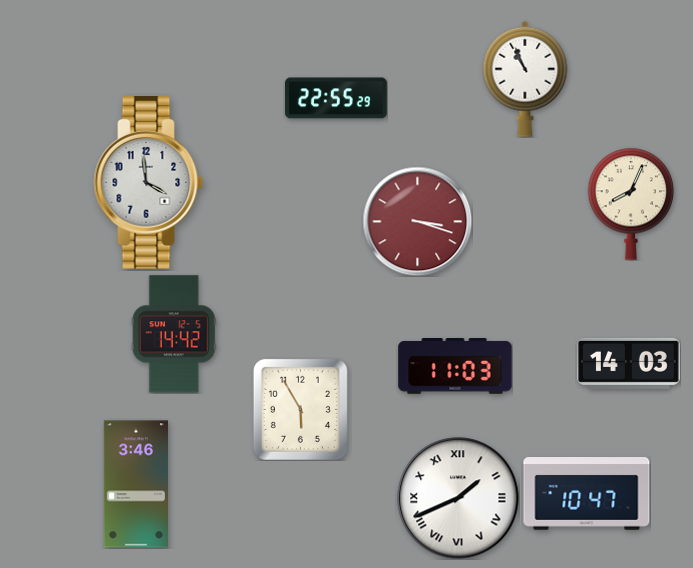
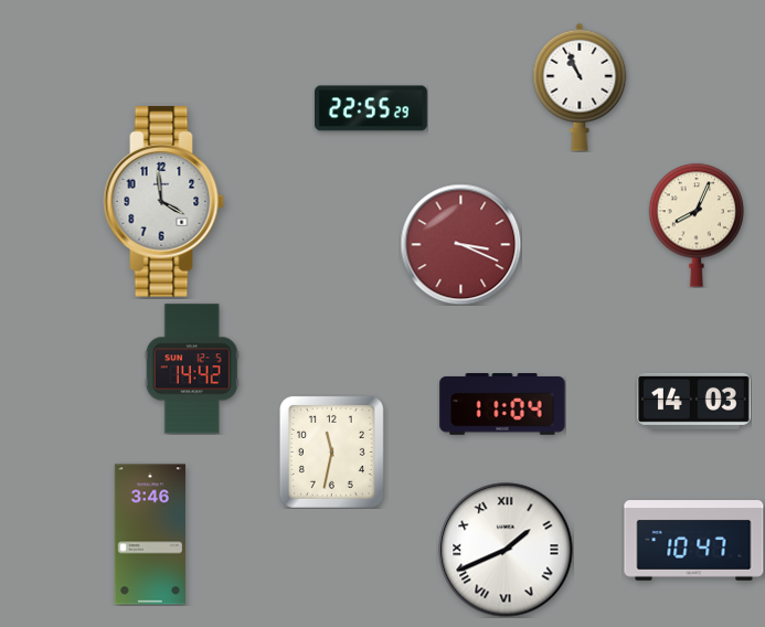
clock at (417, 221): 3:18 -> 3:19
clock at (455, 367): 11:03 -> 11:04
clock at (300, 409): 5:55 -> 11:32
clock at (587, 494) position: (587, 494) -> (694, 541)
